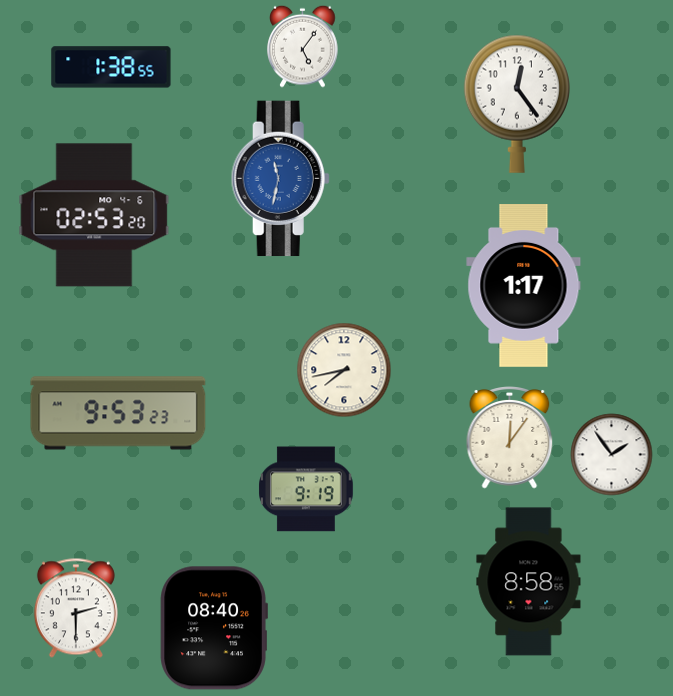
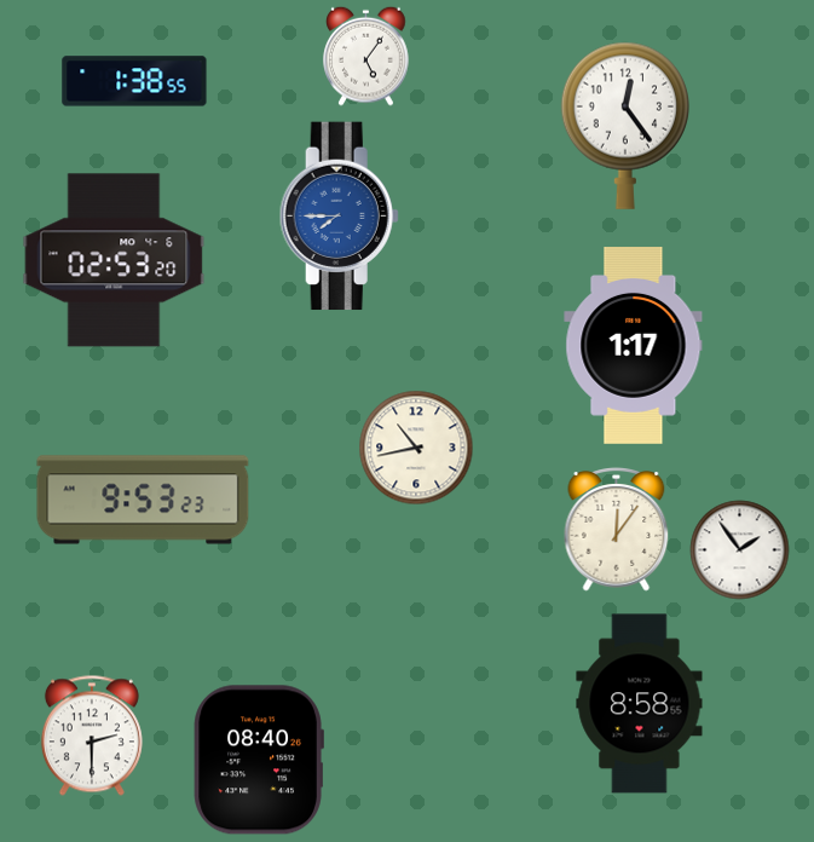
clock at (280, 179): 11:32 -> 7:45
clock at (344, 370): 7:43 -> 10:43
clock at (306, 489): 9:19 -> none
